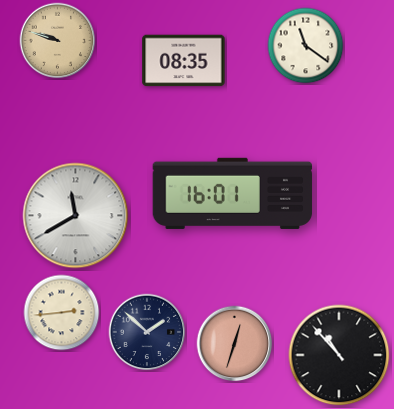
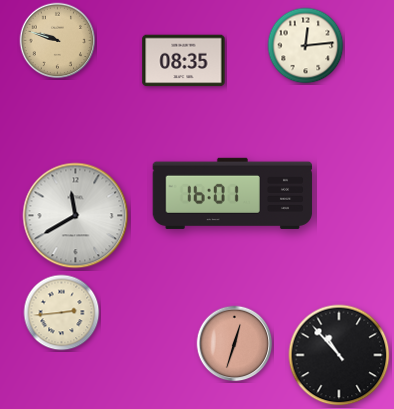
clock at (306, 46): 11:21 -> 12:14
clock at (147, 332): 1:52 -> none
